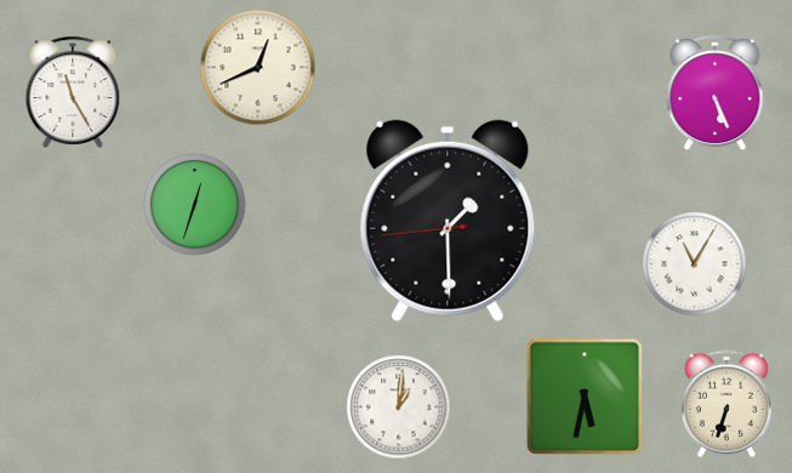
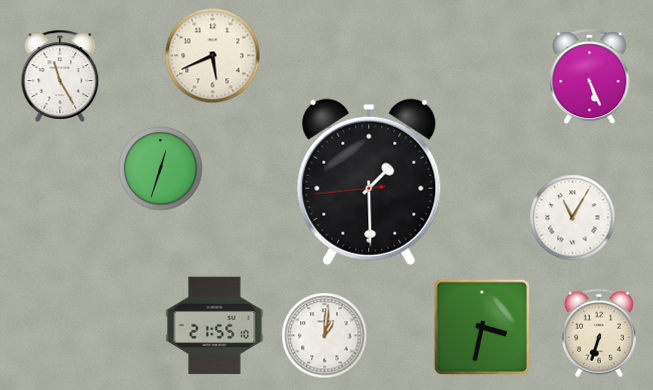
clock at (258, 68): 12:41 -> 5:41
clock at (215, 326): none -> 21:55
clock at (585, 397): 5:32 -> 3:32
clock at (399, 408) position: (399, 408) -> (325, 336)
